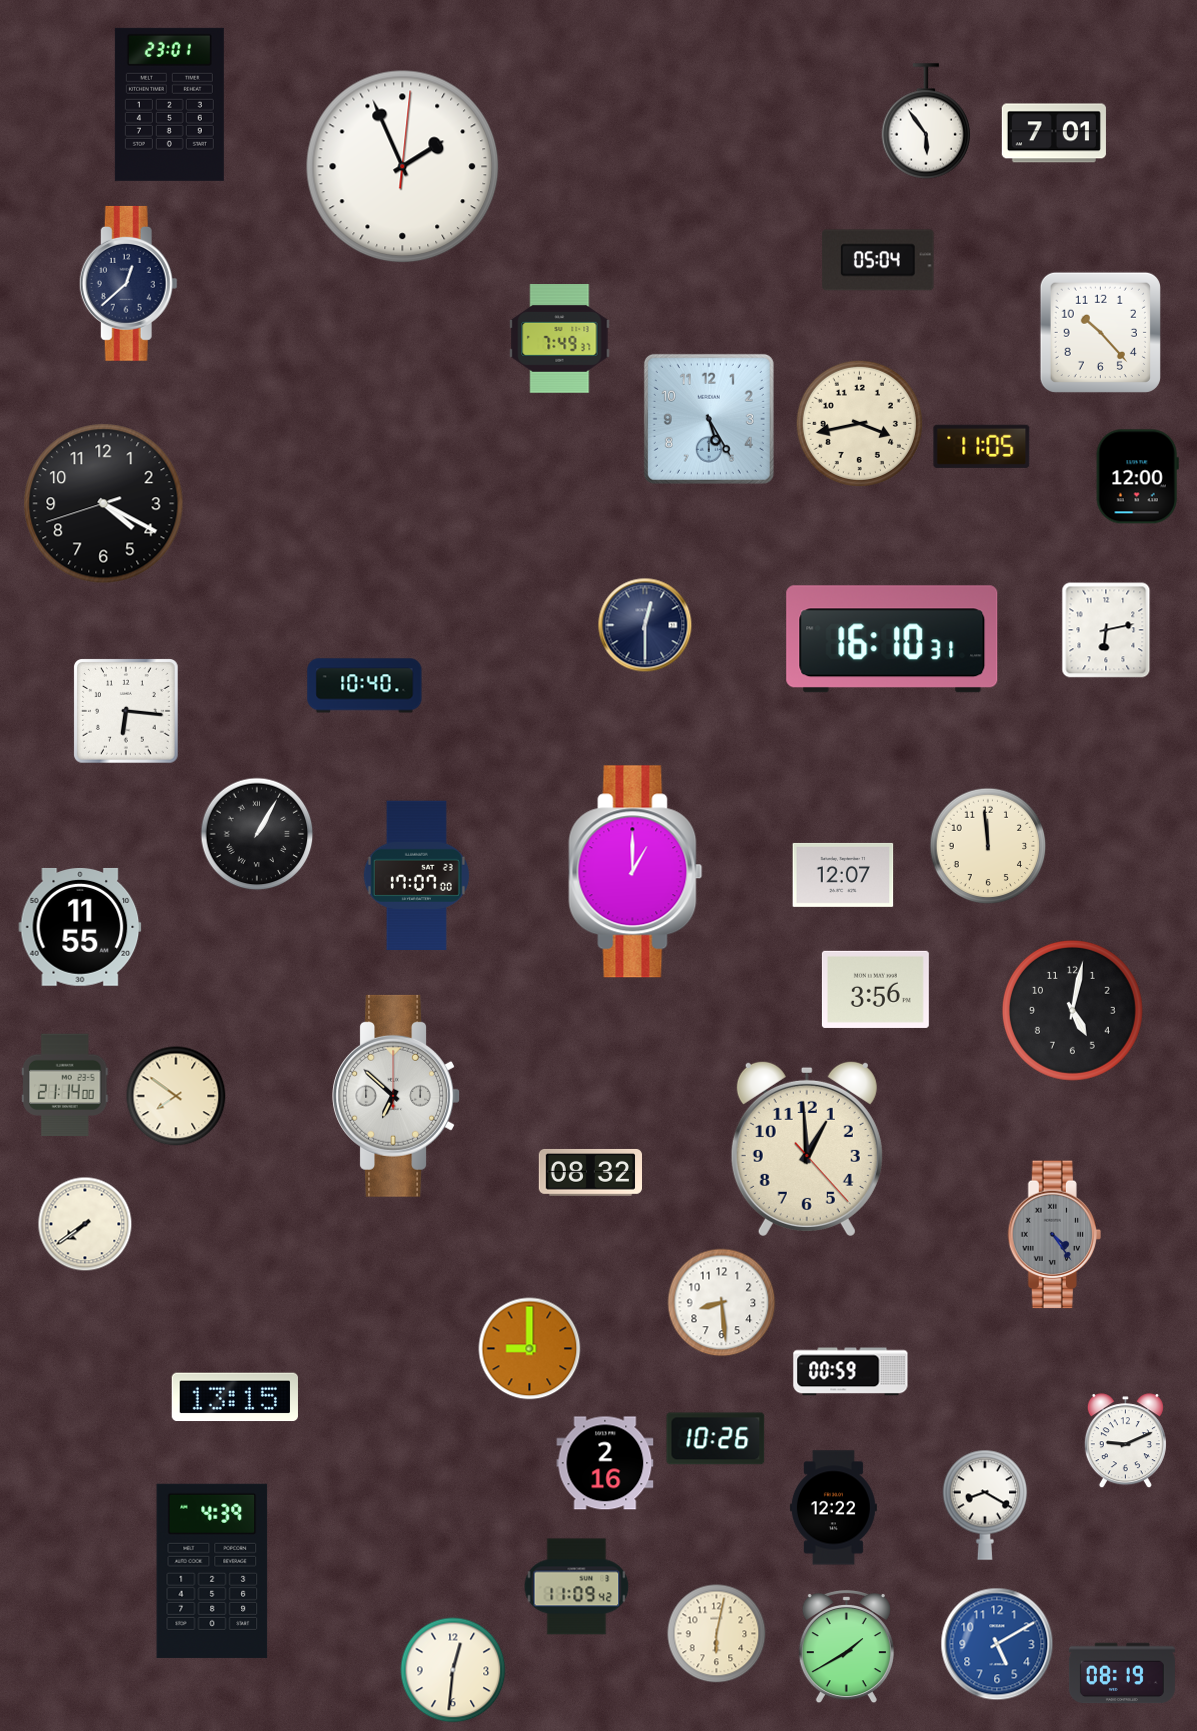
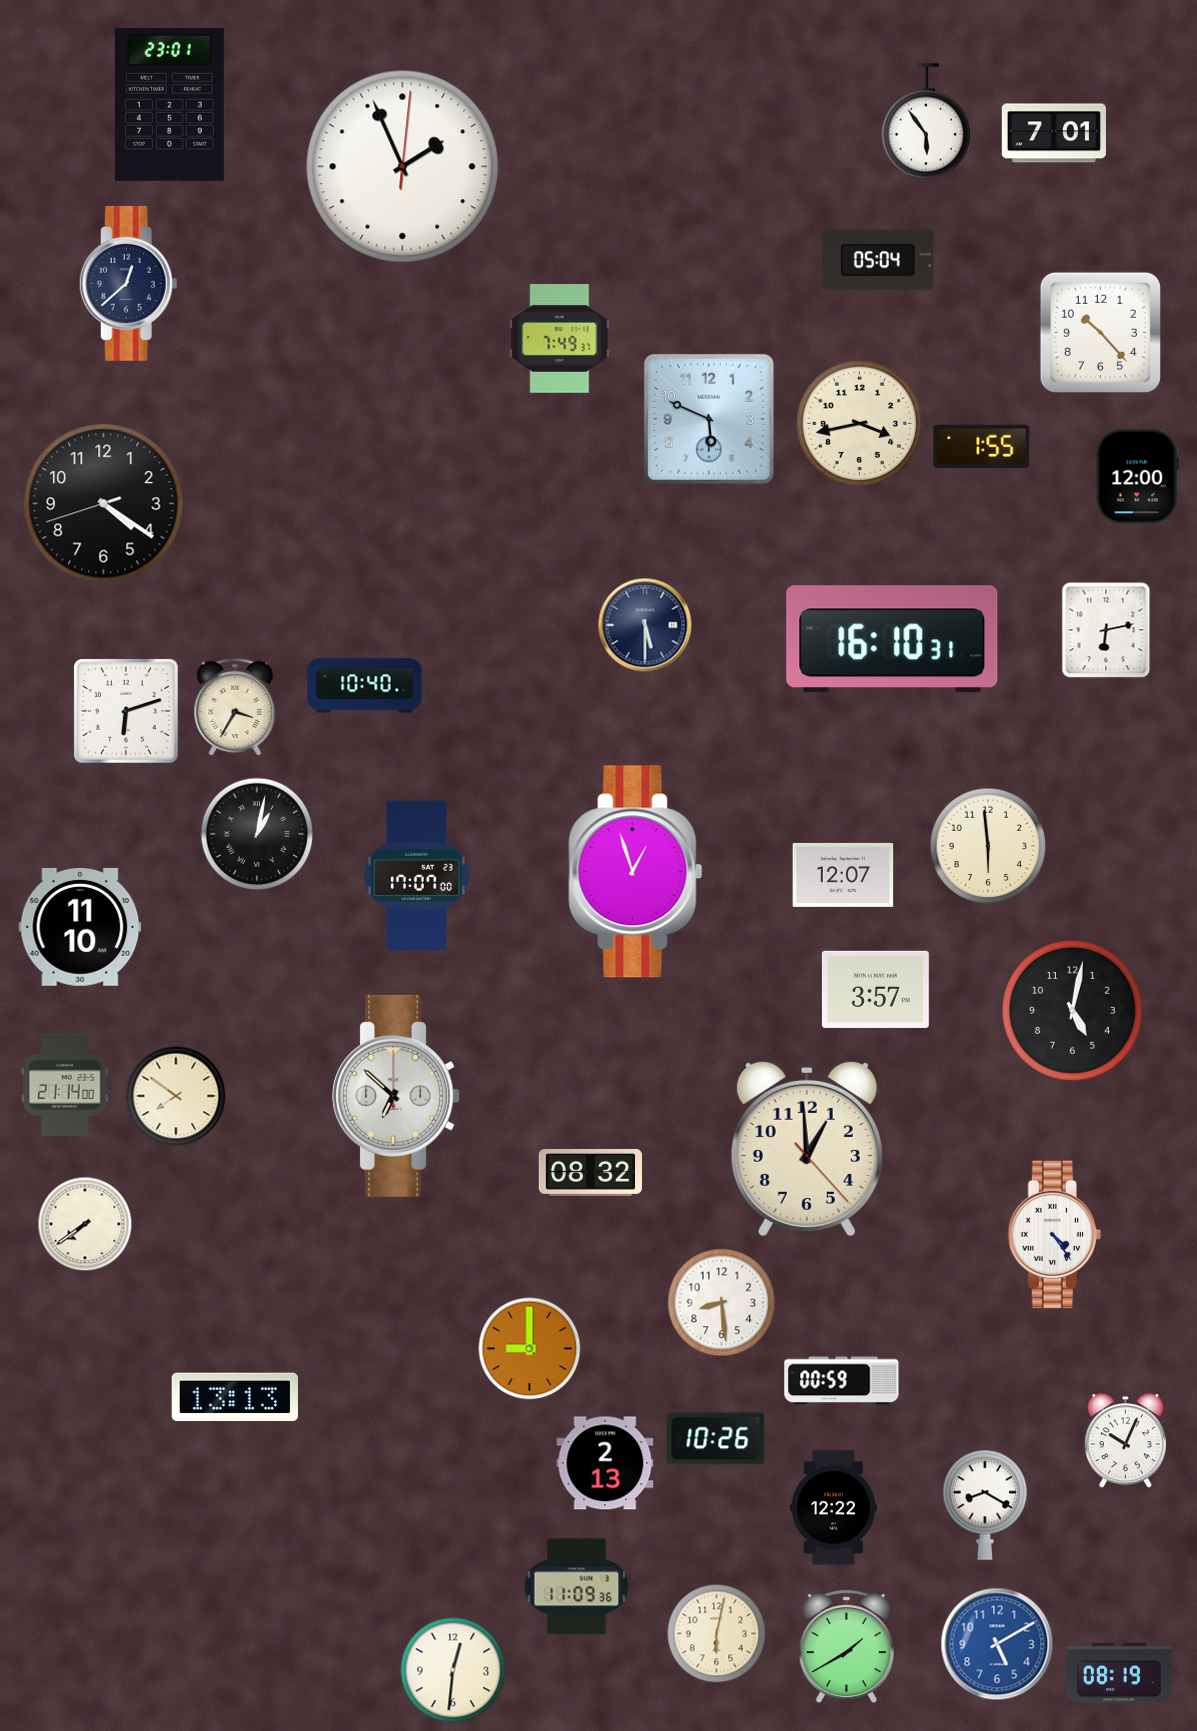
clock at (709, 419): 5:25 -> 5:49
clock at (982, 446): 11:05 -> 1:55
clock at (104, 504): 4:19 -> 4:20
clock at (645, 625): 12:30 -> 5:30
clock at (235, 707): none -> 3:35
clock at (126, 711): 6:16 -> 6:12
clock at (257, 834): 1:05 -> 1:02
clock at (988, 846): 11:59 -> 5:59
clock at (636, 872): 1:00 -> 12:57
clock at (80, 927): 11:55 -> 11:10
clock at (875, 989): 3:56 -> 3:57
clock at (1054, 1235) dial: grey -> white
clock at (851, 1372) position: (851, 1372) -> (842, 1381)
clock at (235, 1397): 13:15 -> 13:13
clock at (1125, 1441): 9:11 -> 10:04
clock at (605, 1463): 2:16 -> 2:13
clock at (212, 1571): 4:39 -> none
clock at (577, 1587): 11:09:42 -> 11:09:36
clock at (1122, 1673) position: (1122, 1673) -> (1119, 1673)
